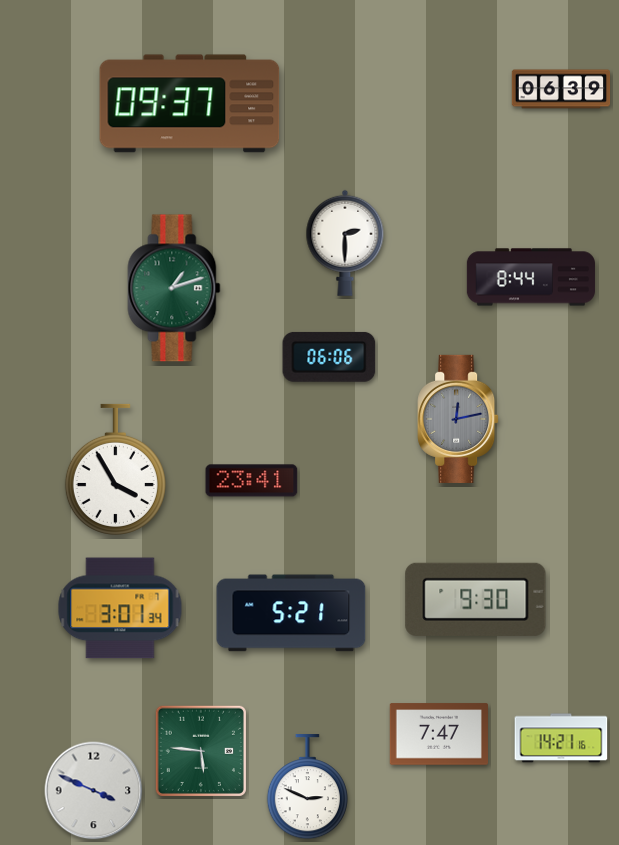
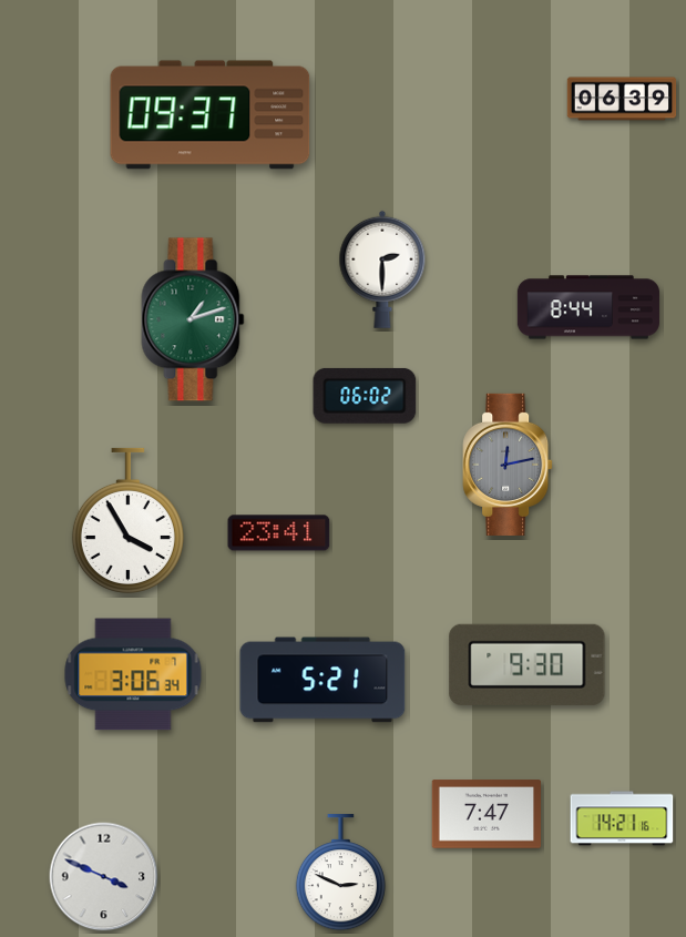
clock at (329, 357): 06:06 -> 06:02
clock at (120, 608): 3:01 -> 3:06
clock at (201, 751): 5:46 -> none
